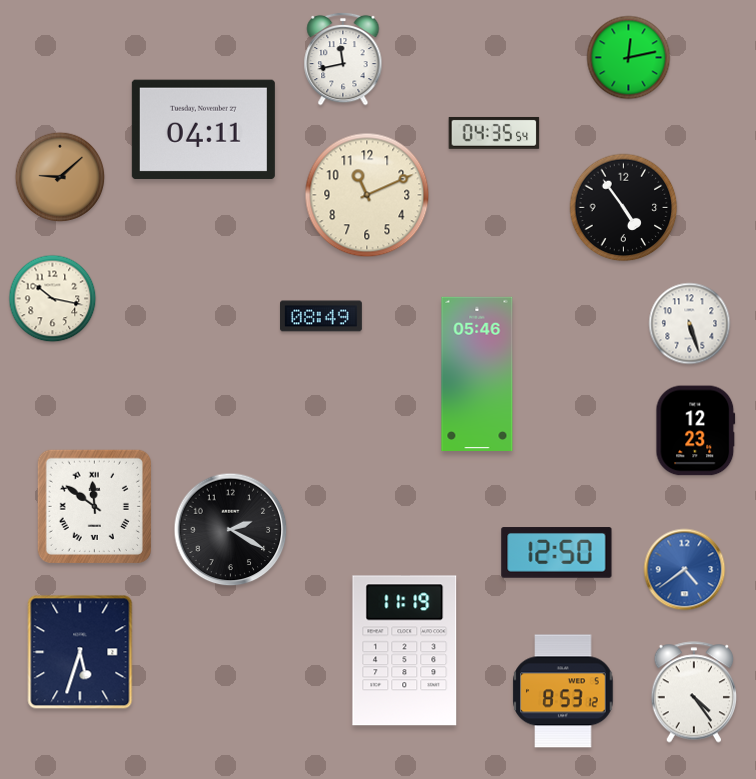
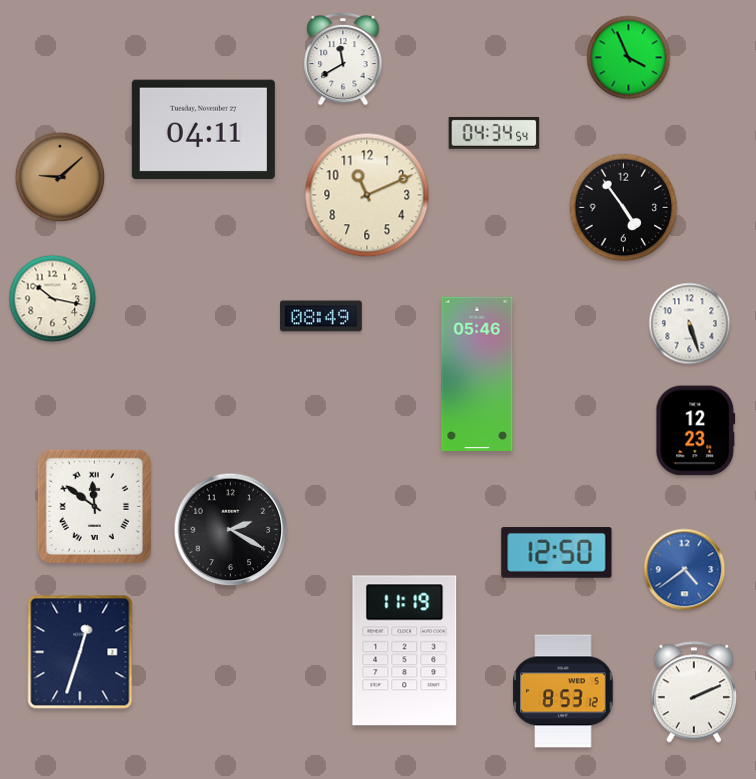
clock at (629, 58): 12:13 -> 3:56
clock at (343, 59): 11:43 -> 11:40
clock at (494, 133): 04:35 -> 04:34
clock at (80, 652): 5:33 -> 12:33
clock at (693, 692): 4:24 -> 2:11
